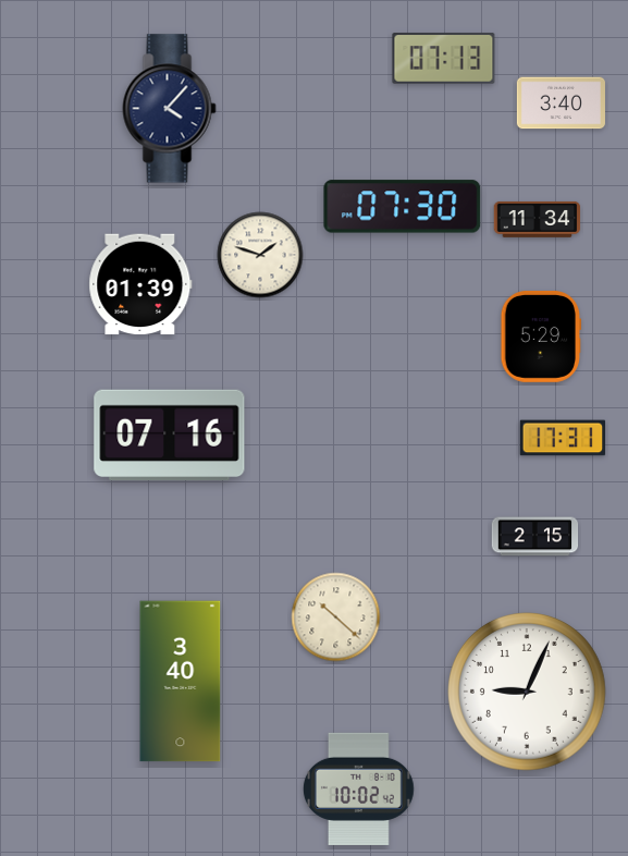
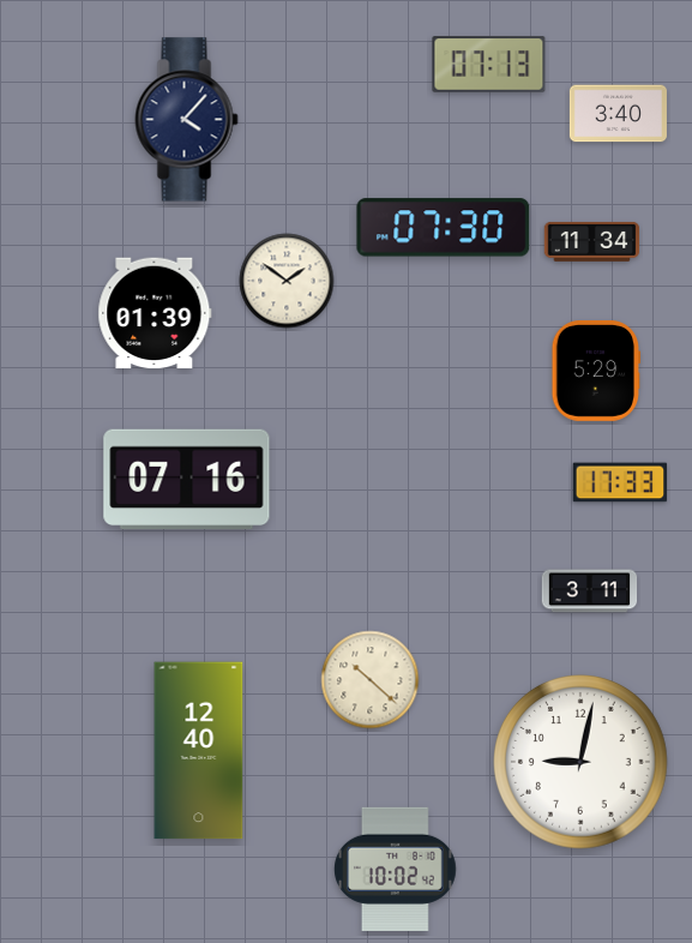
clock at (260, 255): 1:48 -> 1:51
clock at (563, 438): 17:31 -> 17:33
clock at (535, 537): 2:15 -> 3:11
clock at (181, 682): 3:40 -> 12:40
clock at (528, 693): 9:04 -> 9:02
